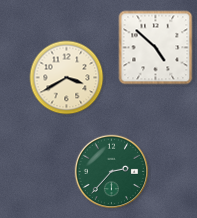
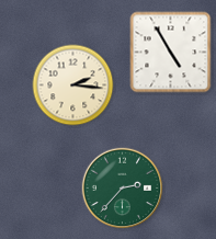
clock at (156, 48): 4:52 -> 4:55
clock at (67, 78): 3:40 -> 2:16
